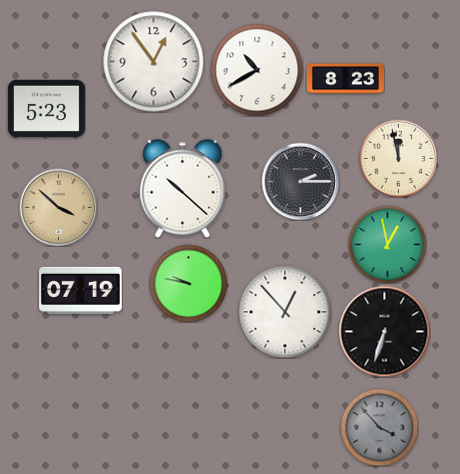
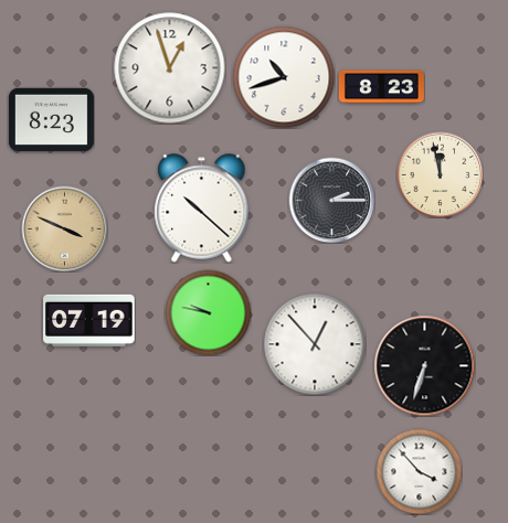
clock at (154, 62): 12:54 -> 12:57
clock at (257, 70): 10:40 -> 10:42
clock at (46, 109): 5:23 -> 8:23
clock at (58, 207): 3:52 -> 3:49
clock at (387, 244): 12:58 -> none
clock at (379, 427) dial: grey -> white
